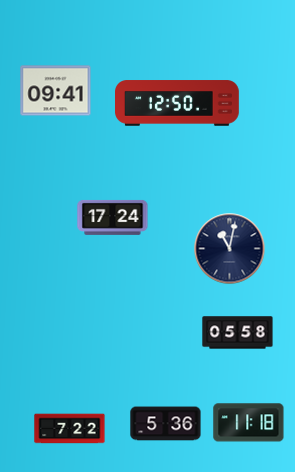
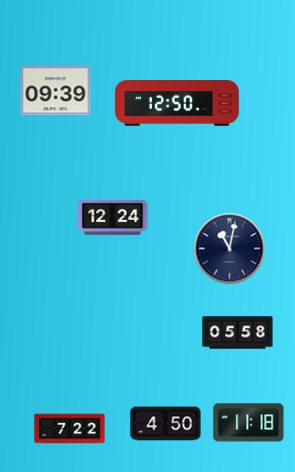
clock at (56, 91): 09:41 -> 09:39
clock at (113, 217): 17:24 -> 12:24
clock at (166, 424): 5:36 -> 4:50
